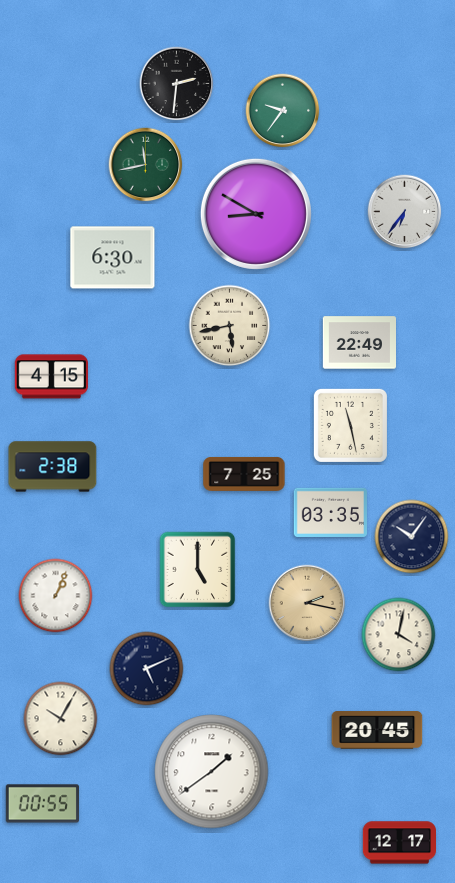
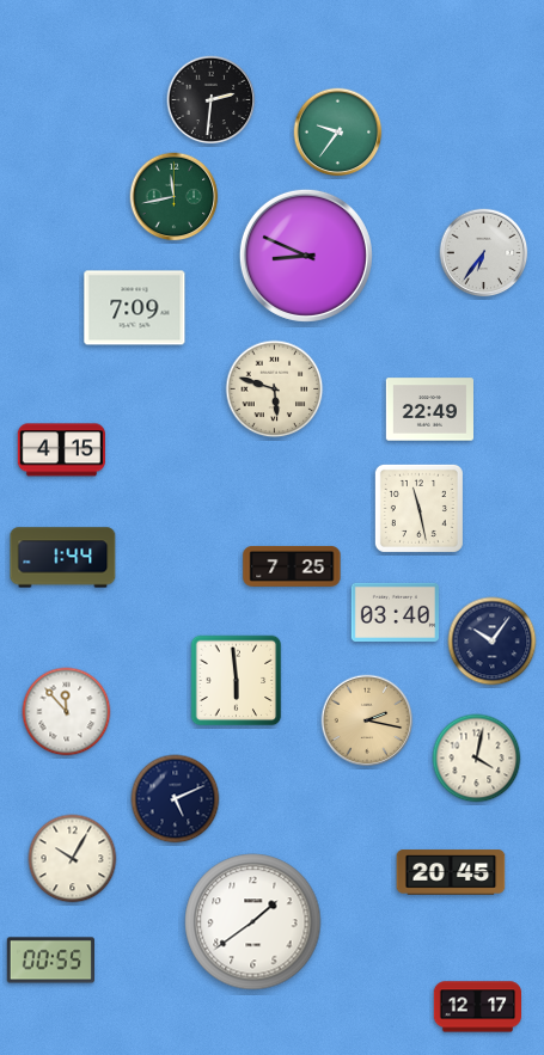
clock at (256, 214): 8:50 -> 8:49
clock at (113, 258): 6:30 -> 7:09
clock at (230, 326): 5:43 -> 5:48
clock at (53, 467): 2:38 -> 1:44
clock at (330, 512): 03:35 -> 03:40
clock at (198, 570): 5:00 -> 5:59
clock at (56, 596): 1:04 -> 11:53
